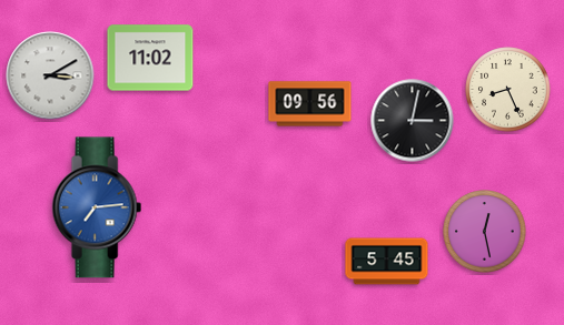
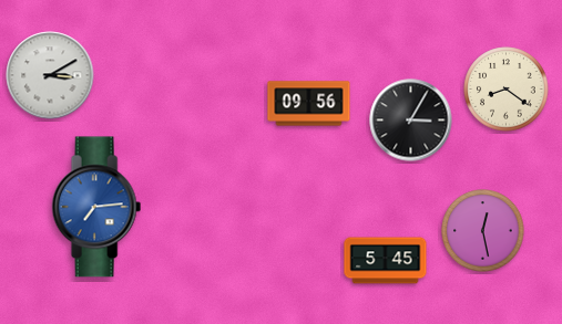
clock at (150, 58): 11:02 -> none
clock at (508, 90): 8:26 -> 8:21
clock at (413, 121): 3:02 -> 3:05
